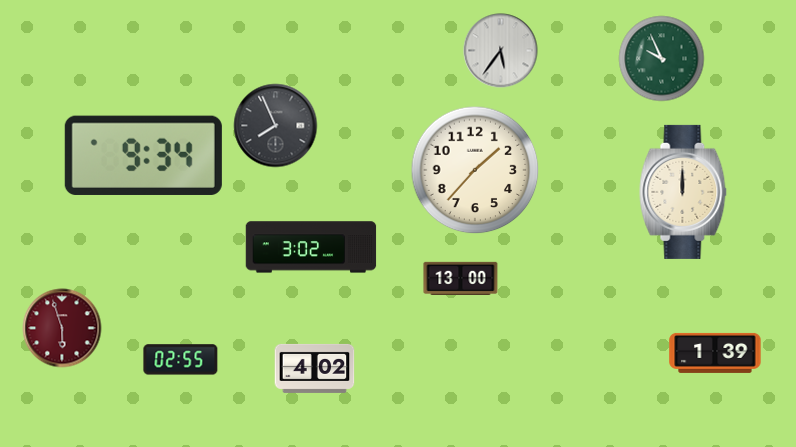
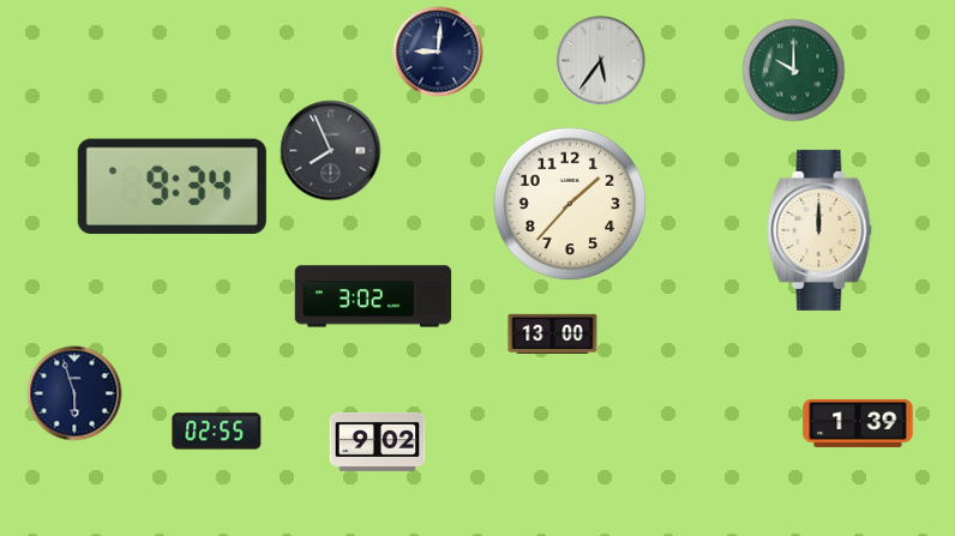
clock at (438, 52): none -> 9:01
clock at (662, 59): 9:56 -> 10:00
clock at (62, 328) dial: burgundy -> navy
clock at (315, 368): 4:02 -> 9:02
